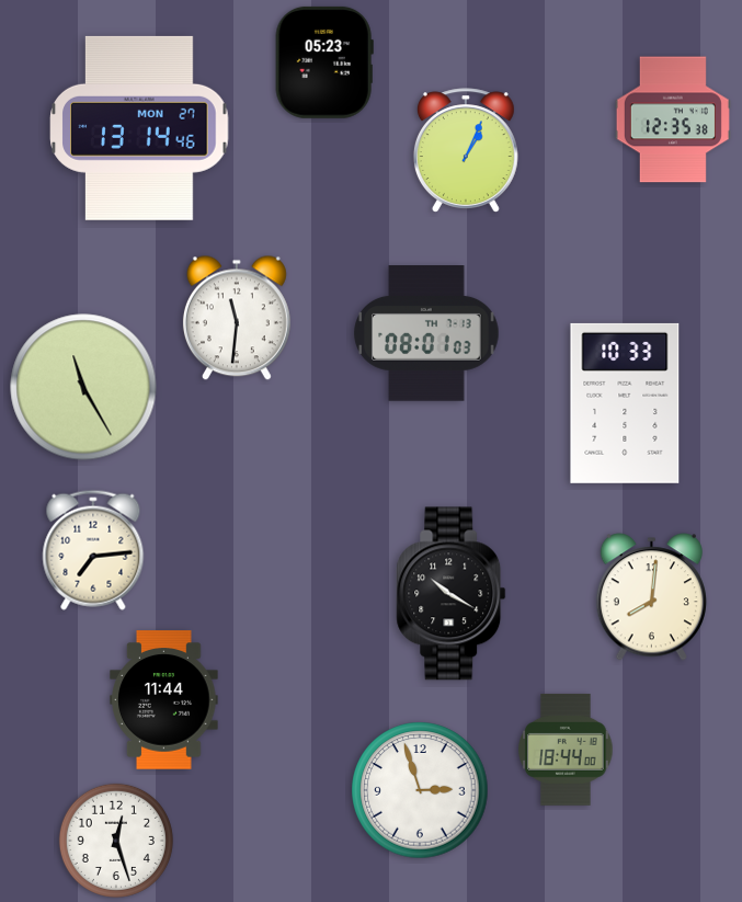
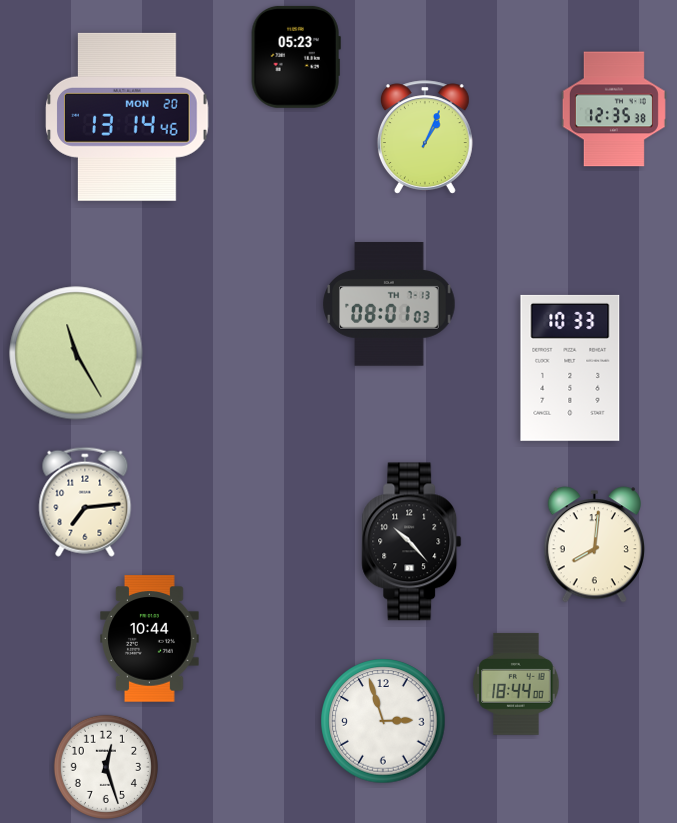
clock at (139, 128) date: MON 27 -> MON 20
clock at (237, 318): 11:31 -> none
clock at (452, 594): 10:20 -> 10:23
clock at (164, 700): 11:44 -> 10:44
